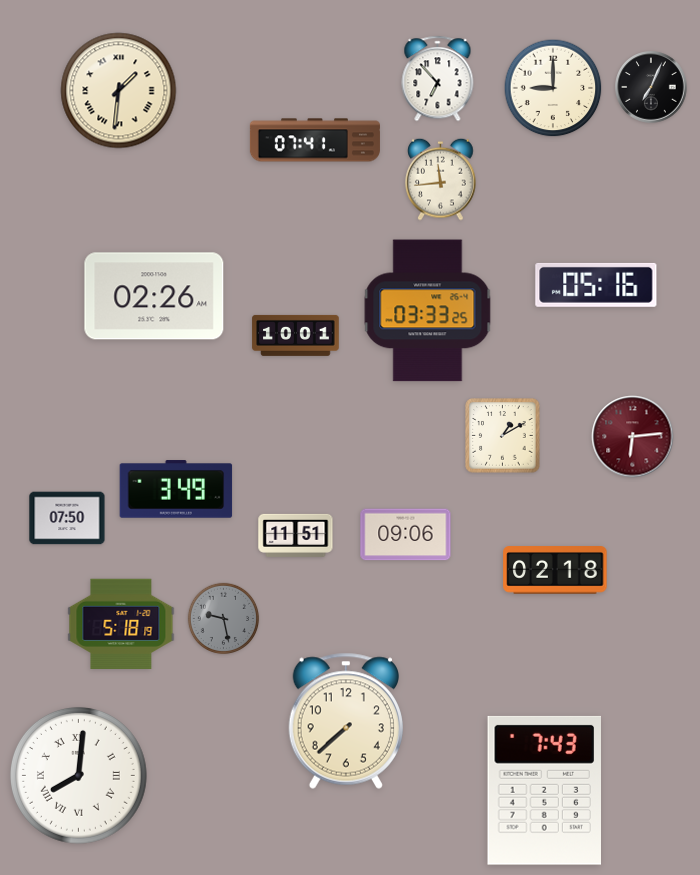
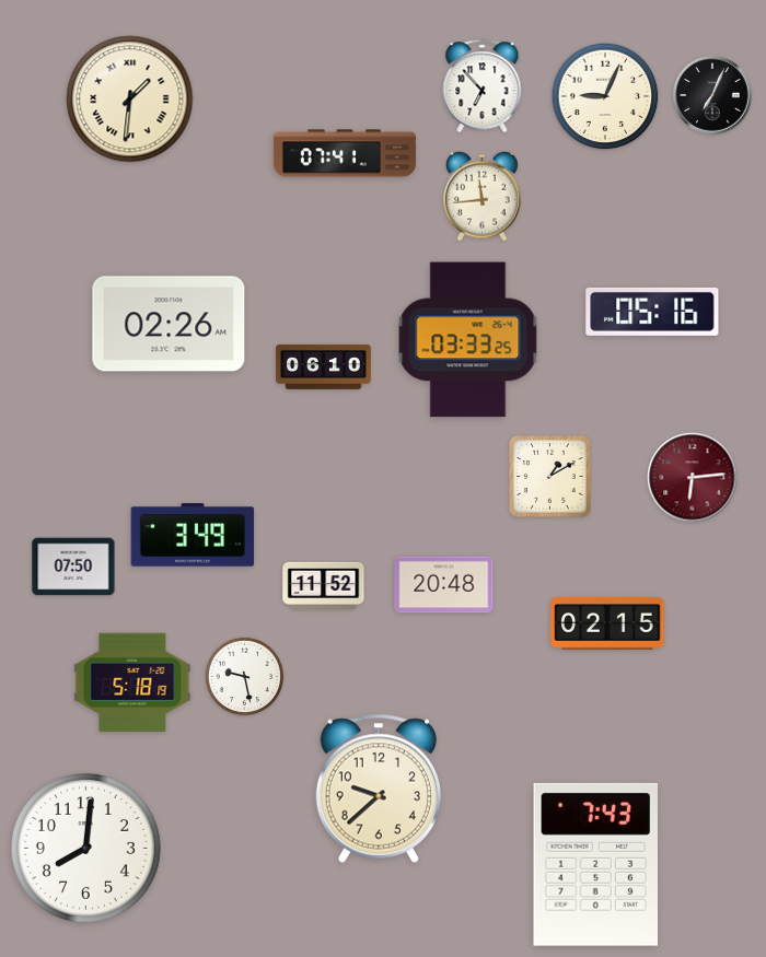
clock at (438, 79) position: (438, 79) -> (483, 86)
clock at (553, 88): 9:00 -> 9:04
clock at (296, 335): 10:01 -> 06:10
clock at (296, 535): 11:51 -> 11:52
clock at (406, 535): 09:06 -> 20:48
clock at (555, 570): 02:18 -> 02:15
clock at (224, 619) dial: grey -> white
clock at (346, 721): 7:38 -> 9:38
clock at (78, 775) numerals: Roman -> Arabic
